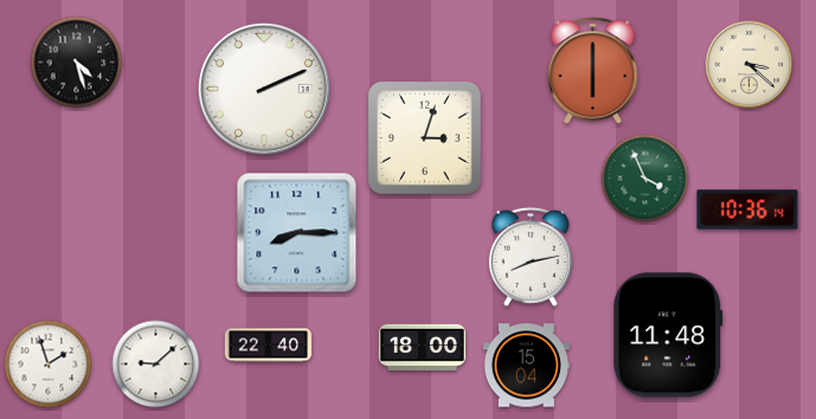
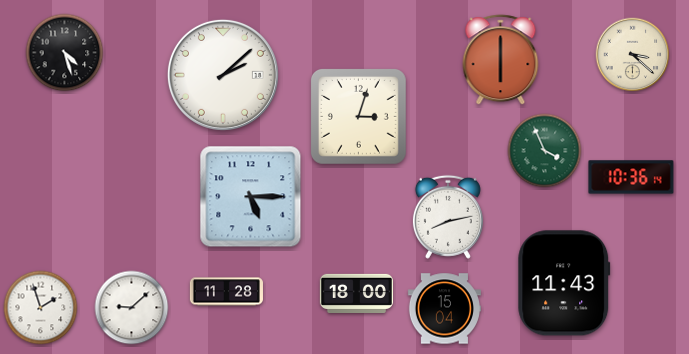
clock at (264, 89): 2:11 -> 2:08
clock at (297, 233): 8:15 -> 5:15
clock at (668, 335): 11:48 -> 11:43
clock at (268, 346): 22:40 -> 11:28
